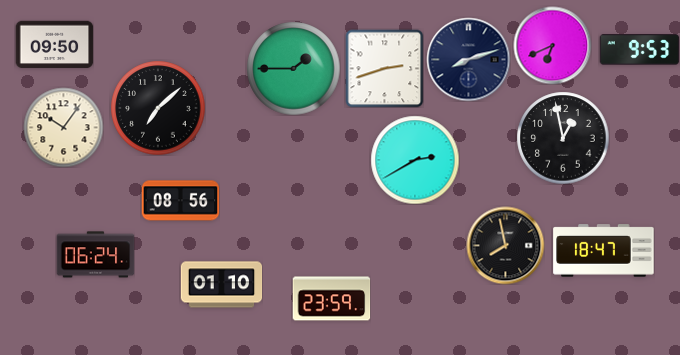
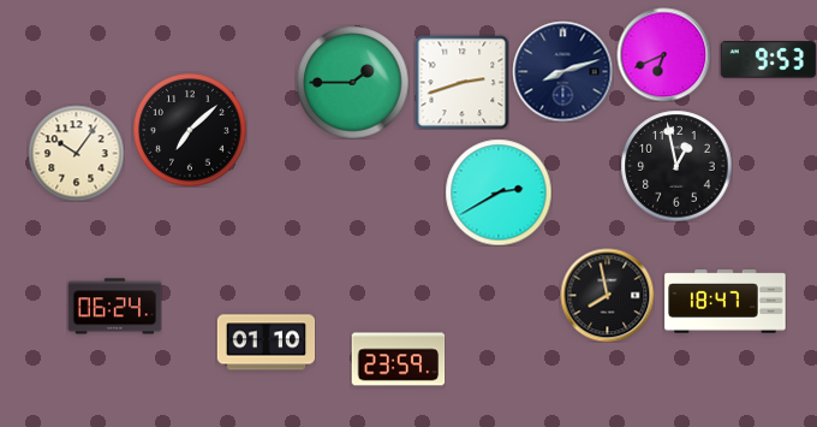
clock at (54, 45): 09:50 -> none
clock at (180, 201): 08:56 -> none
